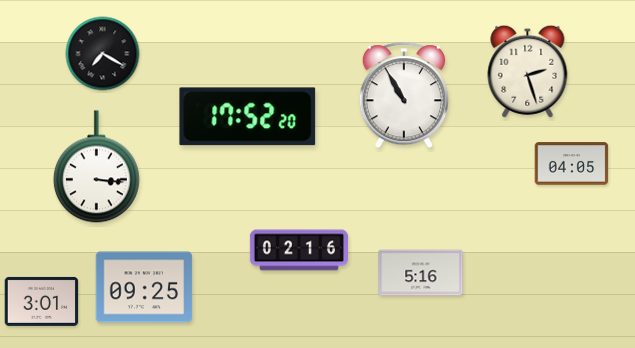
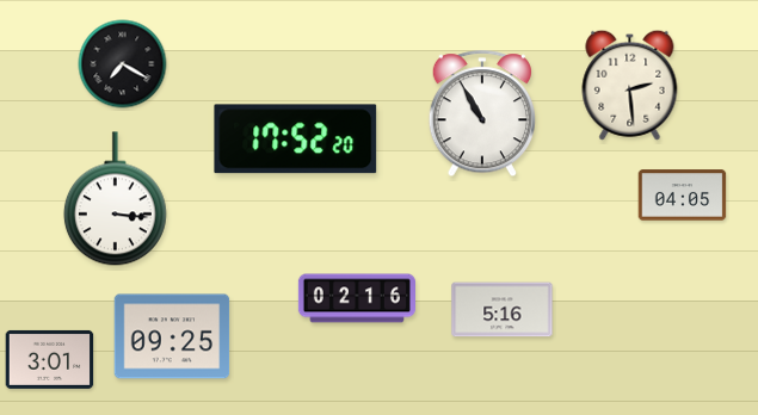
clock at (528, 71): 2:27 -> 2:29
clock at (421, 273) position: (421, 273) -> (503, 310)
clock at (144, 287) position: (144, 287) -> (172, 336)
